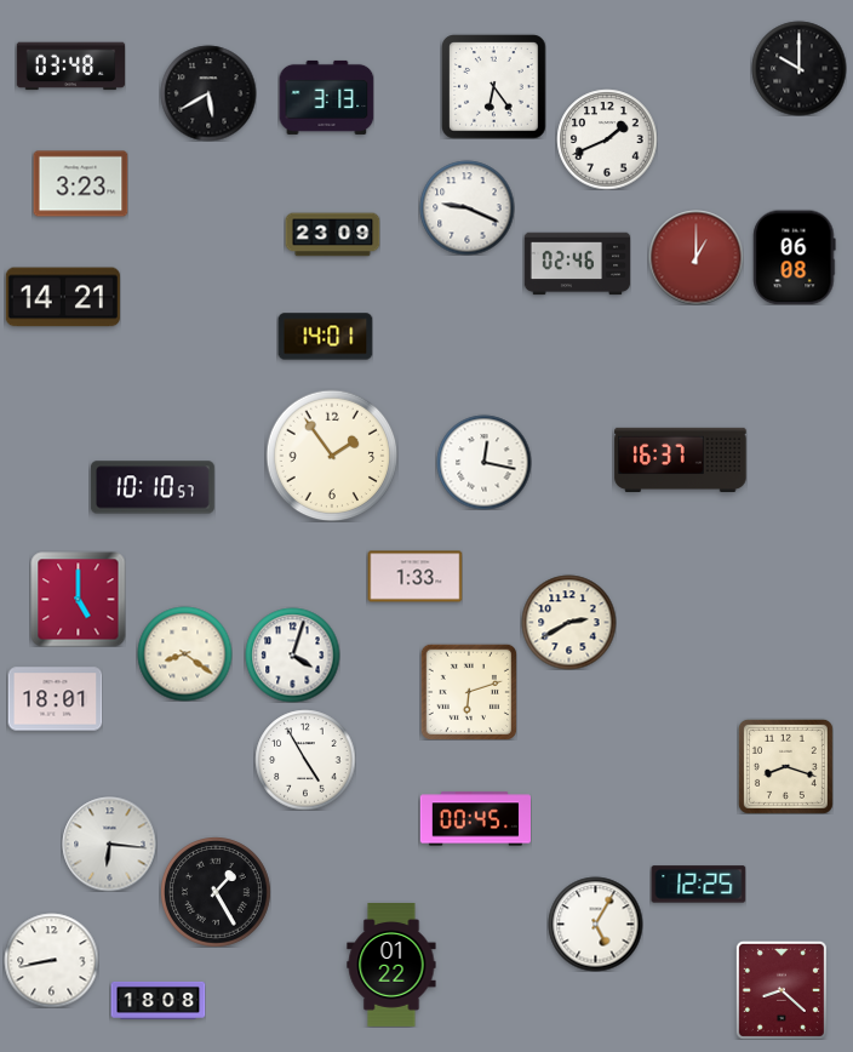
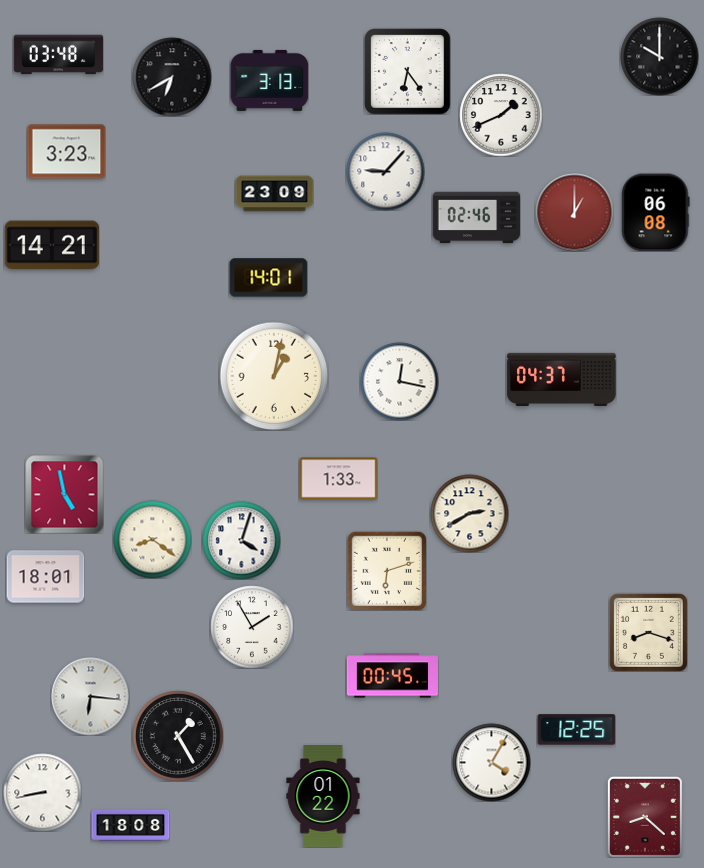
clock at (208, 93): 5:40 -> 6:40
clock at (466, 207): 9:19 -> 9:07
clock at (332, 456): 1:54 -> 1:02
clock at (681, 459): 16:37 -> 04:37
clock at (153, 487): 10:10 -> none
clock at (414, 577) position: (414, 577) -> (338, 479)
clock at (78, 599): 5:00 -> 4:58
clock at (305, 760): 4:55 -> 1:55
clock at (595, 924): 5:05 -> 4:05
